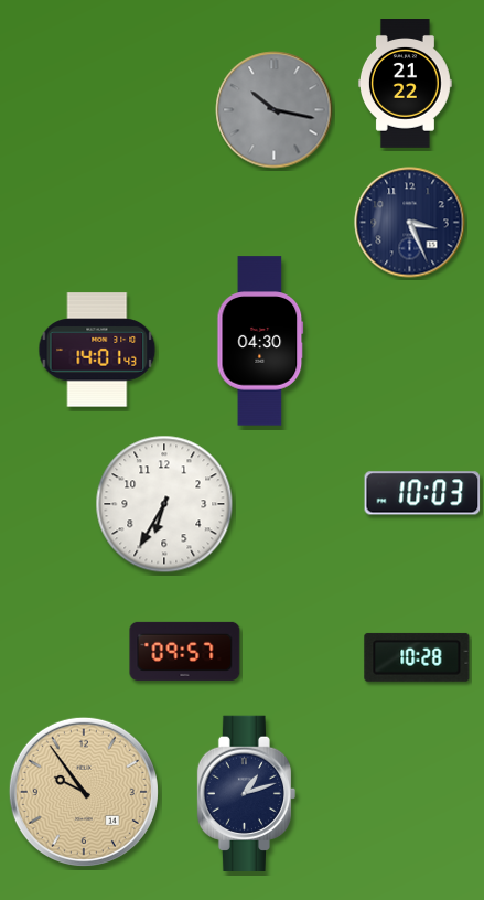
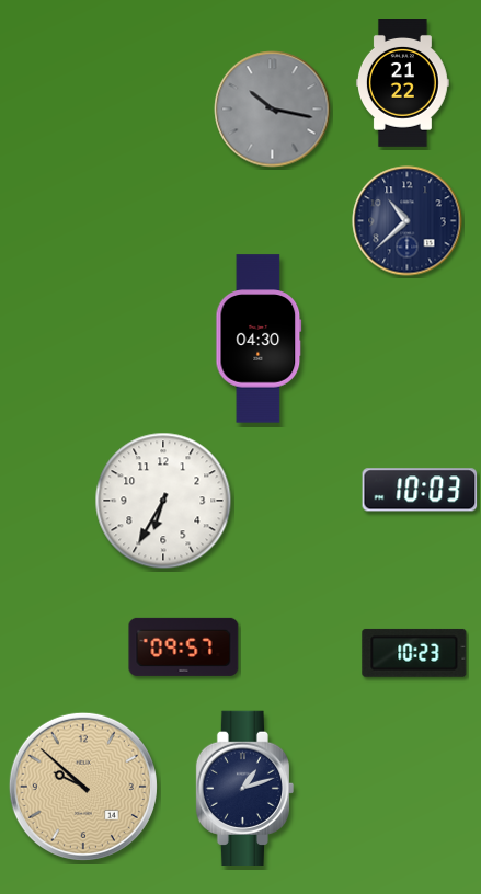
clock at (410, 223): 3:26 -> 10:38
clock at (97, 350): 14:01 -> none
clock at (417, 657): 10:28 -> 10:23
clock at (84, 792): 9:54 -> 9:52
